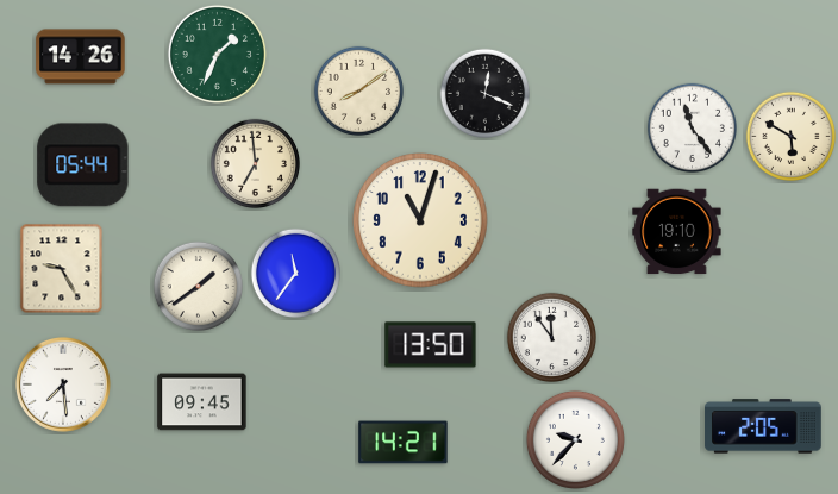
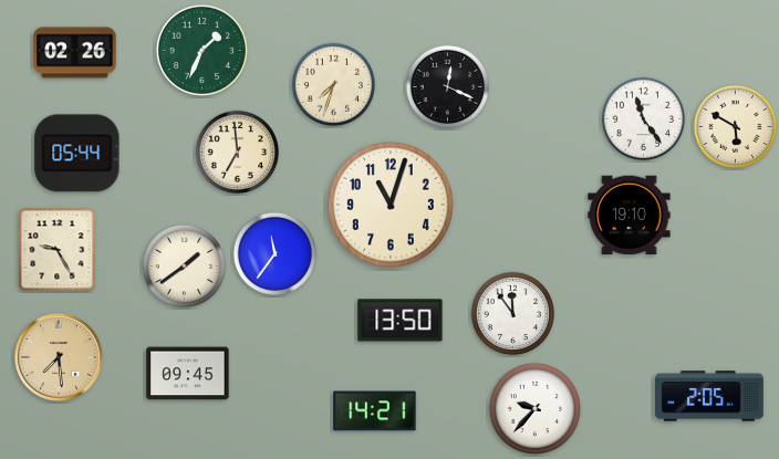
clock at (81, 57): 14:26 -> 02:26
clock at (358, 90): 8:09 -> 7:33
clock at (484, 93) position: (484, 93) -> (447, 86)
clock at (63, 384) dial: white -> champagne
